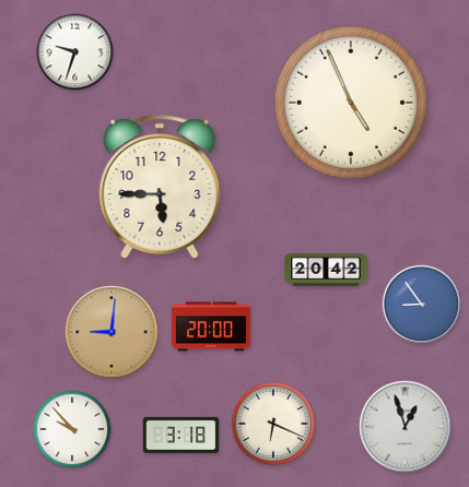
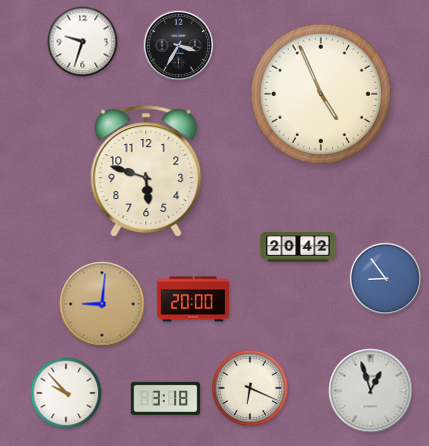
clock at (179, 46): none -> 3:35
clock at (75, 52) position: (75, 52) -> (83, 42)
clock at (160, 187): 5:45 -> 5:48
